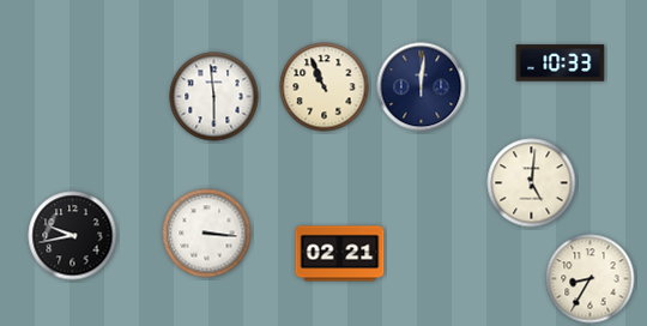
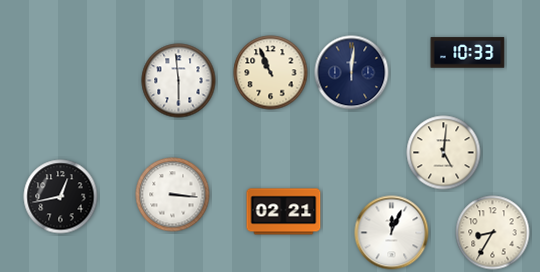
clock at (73, 236): 9:43 -> 12:43
clock at (392, 233): none -> 12:04
